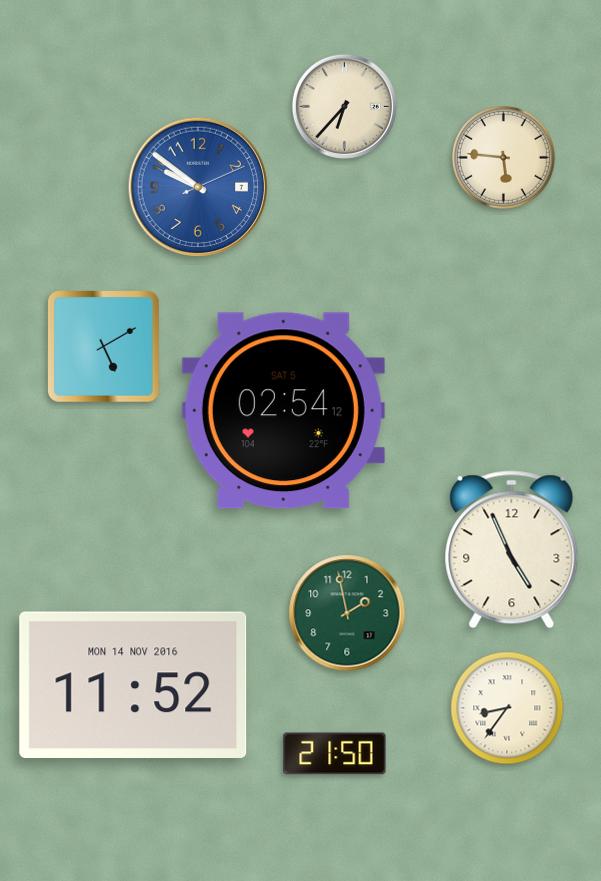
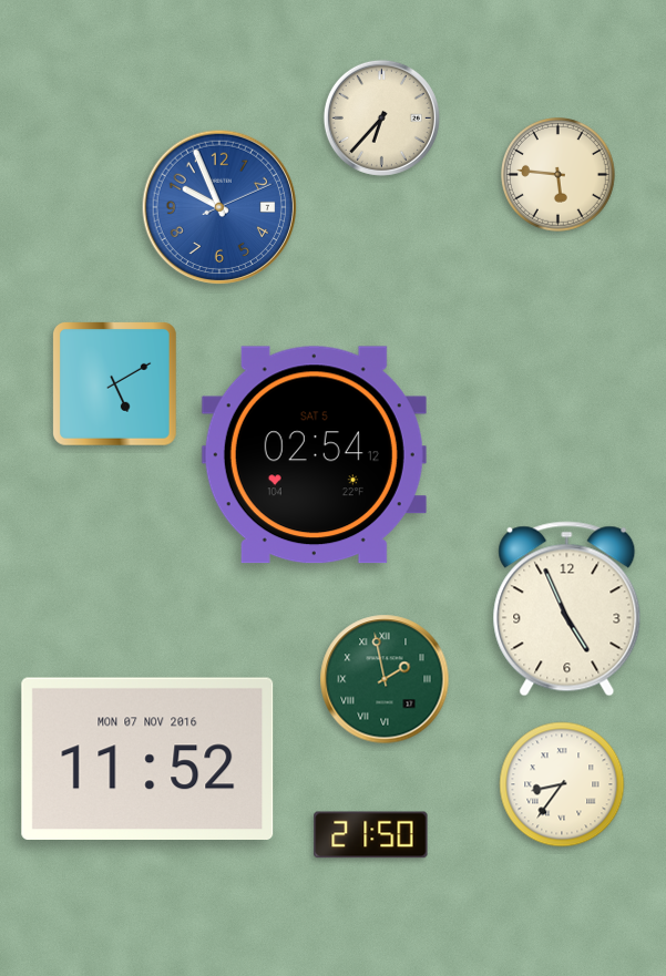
clock at (198, 187): 9:51 -> 9:56
clock at (347, 613) numerals: Arabic -> Roman
clock at (133, 684) date: MON 14 NOV 2016 -> MON 07 NOV 2016
